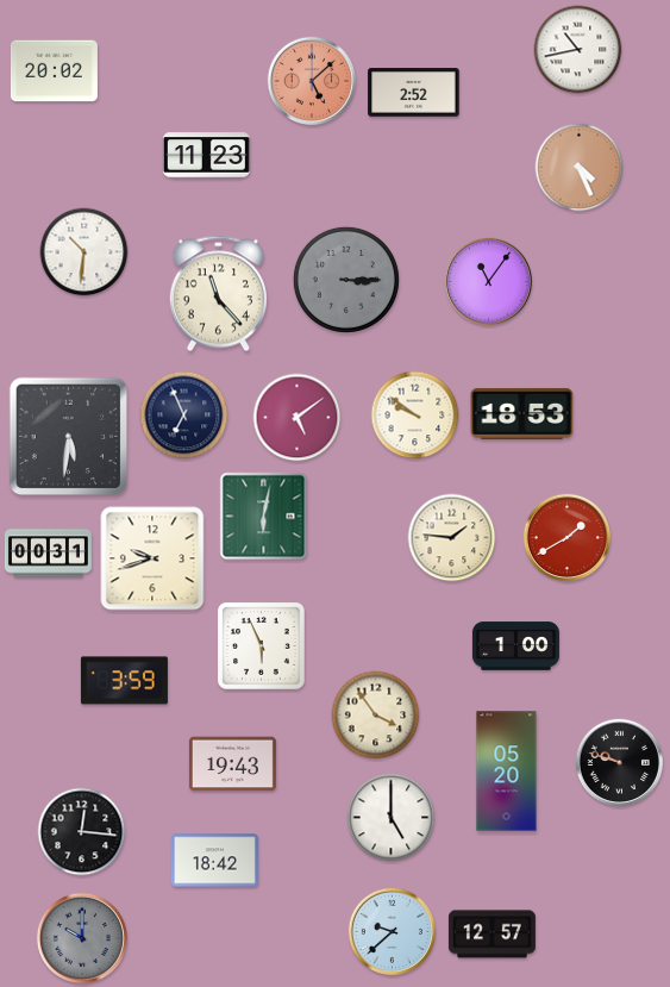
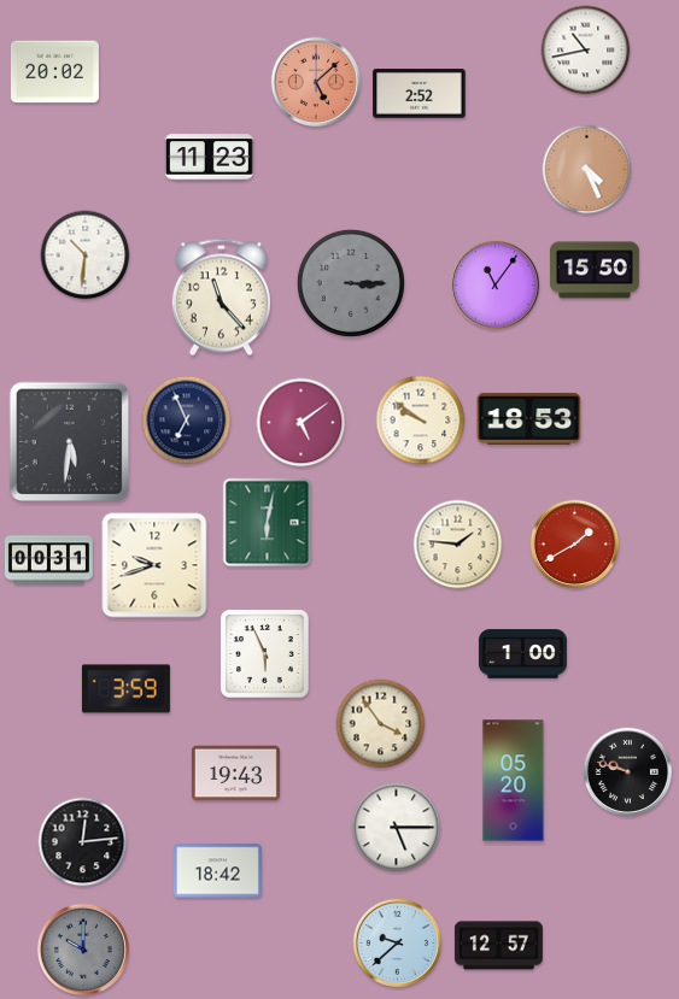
clock at (595, 270): none -> 15:50
clock at (392, 818): 5:00 -> 5:15
clock at (82, 832): 12:16 -> 12:14
